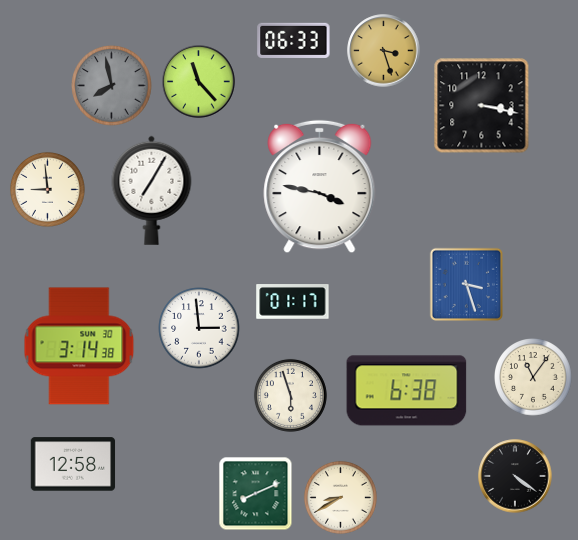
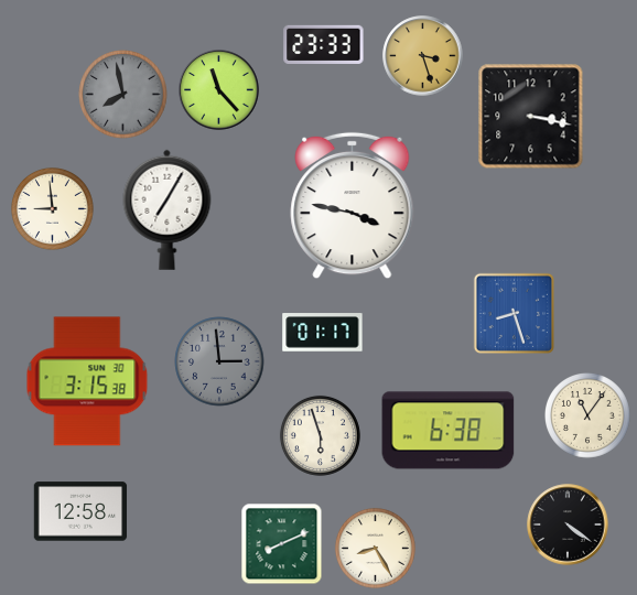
clock at (294, 40): 06:33 -> 23:33
clock at (466, 284): 3:27 -> 8:27
clock at (199, 328) dial: white -> grey
clock at (79, 346): 3:14 -> 3:15
clock at (340, 497): 8:40 -> 8:25
